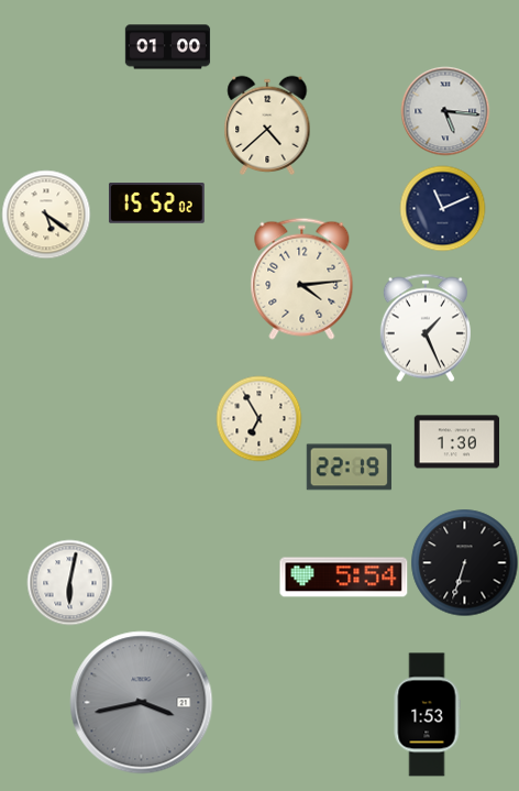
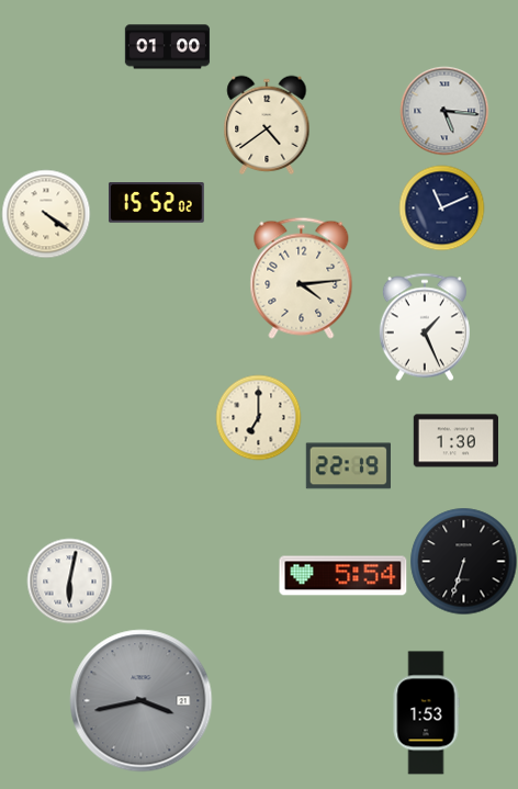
clock at (267, 125): 4:38 -> 4:39
clock at (46, 215): 5:21 -> 4:21
clock at (258, 418): 6:55 -> 7:00
